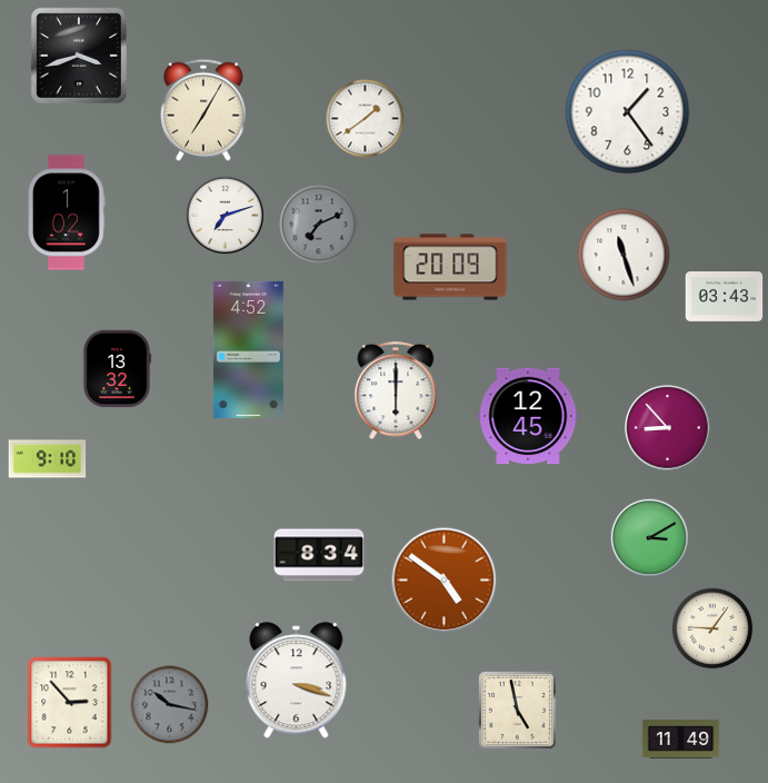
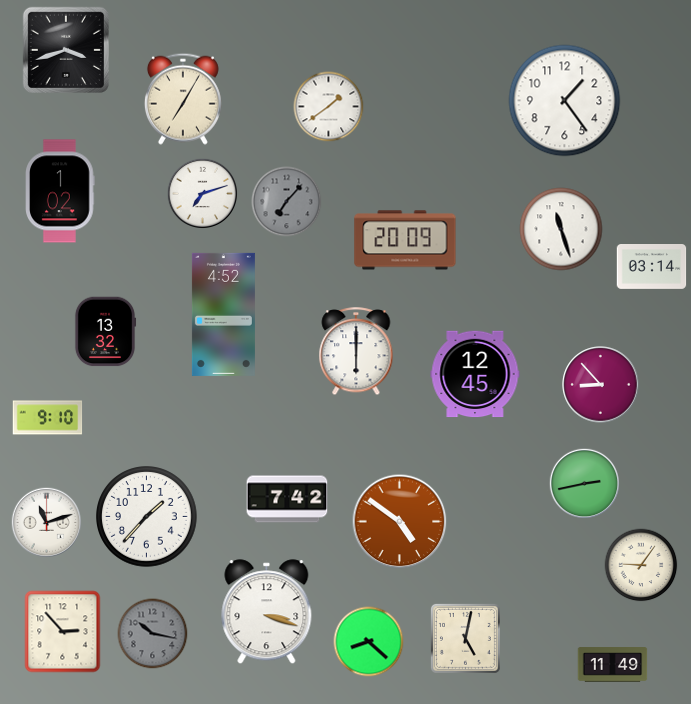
clock at (79, 56) position: (79, 56) -> (66, 50)
clock at (319, 225): 7:11 -> 7:07
clock at (725, 297): 03:43 -> 03:14
clock at (48, 459) position: (48, 459) -> (48, 418)
clock at (649, 537): 3:10 -> 2:43
clock at (319, 555): 8:34 -> 7:42
clock at (147, 517): none -> 1:37
clock at (46, 522): none -> 11:12
clock at (517, 710): 4:58 -> 5:02
clock at (369, 642): none -> 8:22
